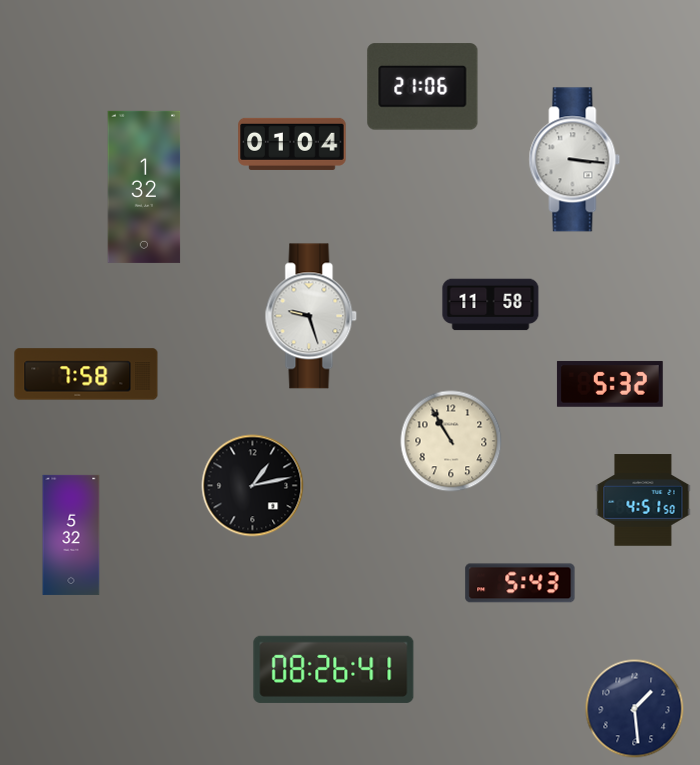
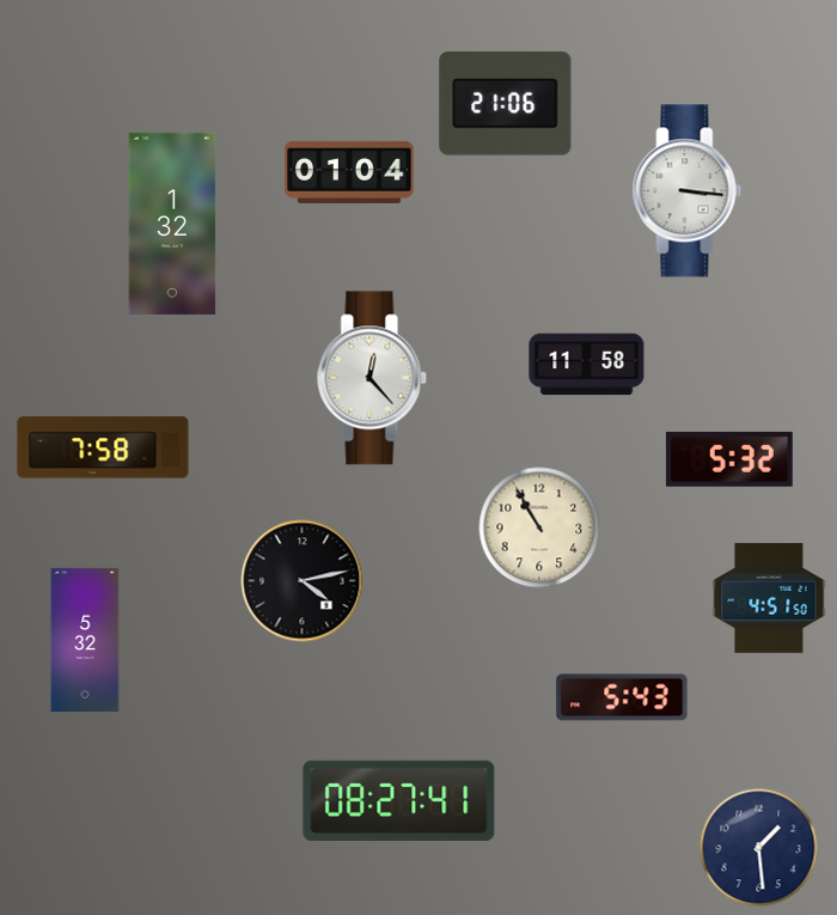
clock at (311, 316): 9:27 -> 12:23
clock at (253, 486): 1:13 -> 4:13
clock at (334, 669): 08:26 -> 08:27
